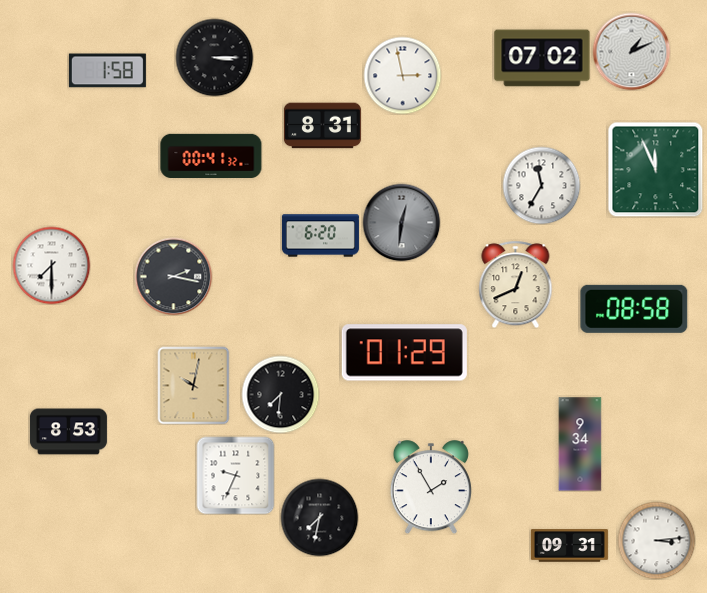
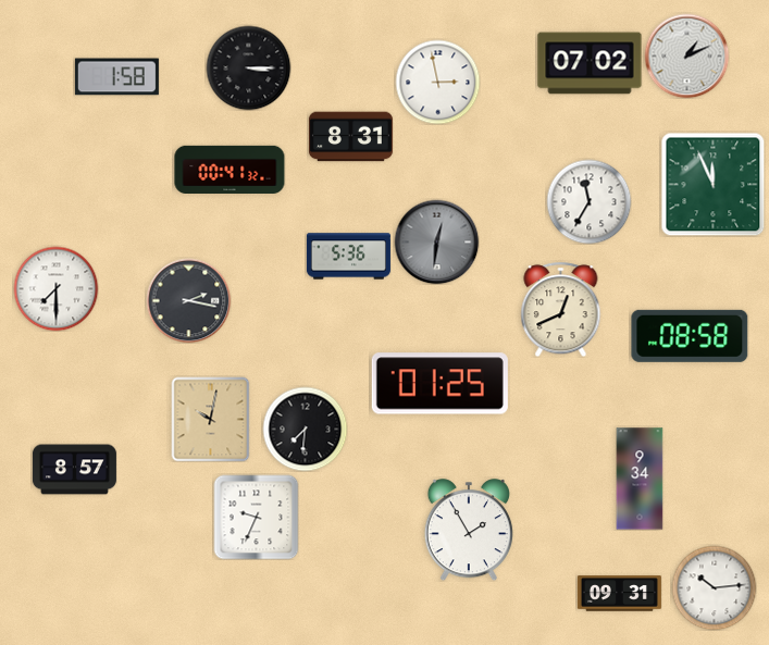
clock at (214, 57) position: (214, 57) -> (248, 67)
clock at (320, 236): 6:20 -> 5:36
clock at (404, 353): 01:29 -> 01:25
clock at (68, 432): 8:53 -> 8:57
clock at (580, 444) position: (580, 444) -> (640, 479)
clock at (319, 517): 7:32 -> none
clock at (656, 540): 3:14 -> 10:14
